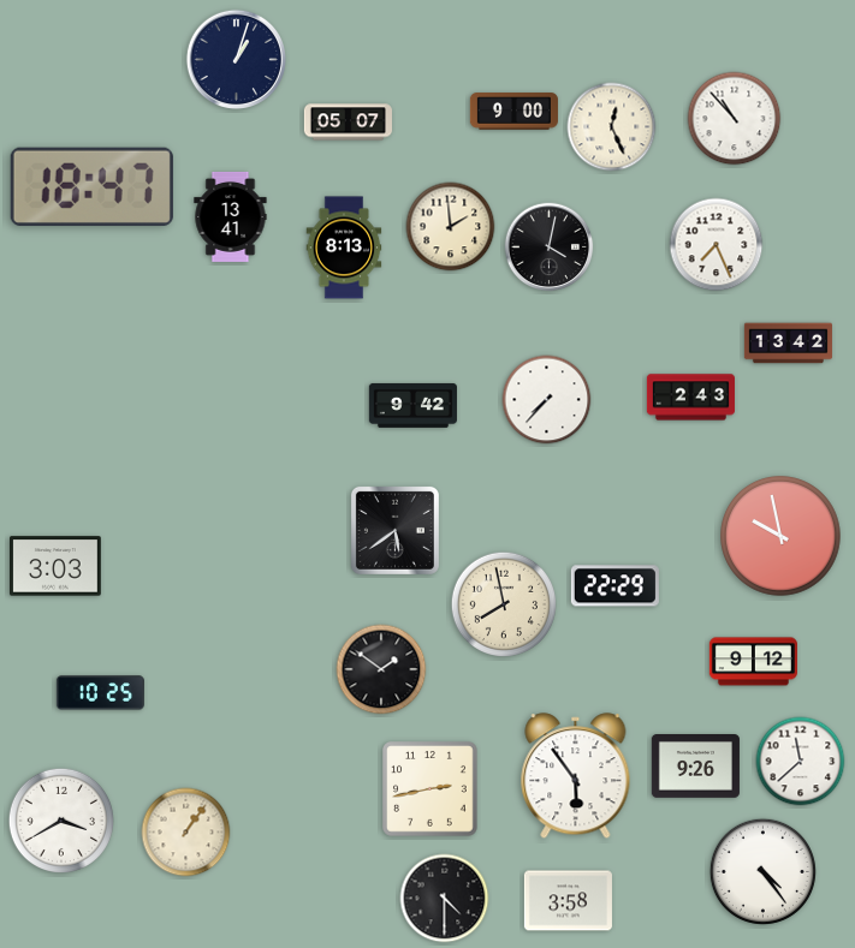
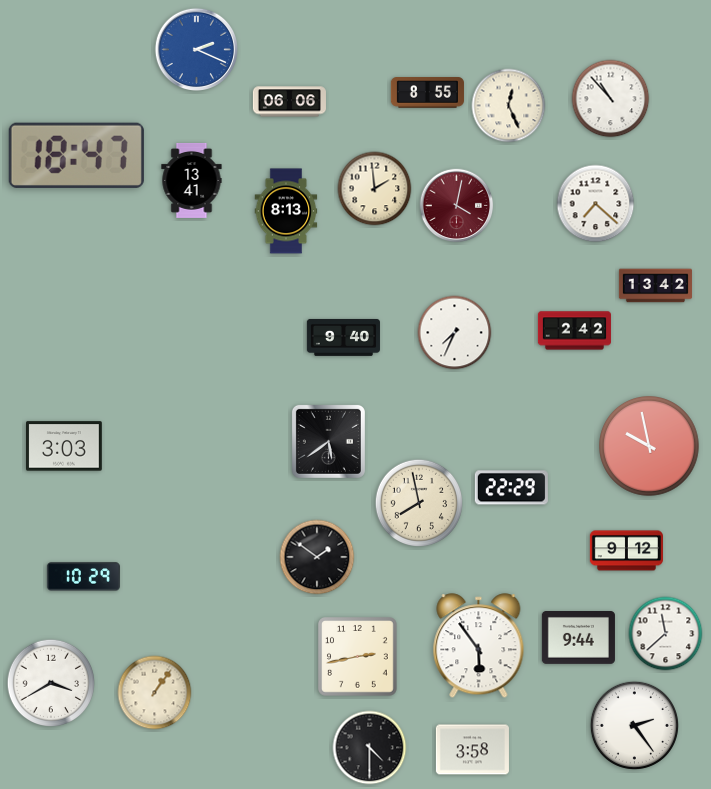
clock at (236, 59): 1:03 -> 2:19
clock at (236, 59) dial: navy -> blue
clock at (513, 112): 9:00 -> 8:55
clock at (348, 123): 05:07 -> 06:06
clock at (717, 245): 7:26 -> 7:22
clock at (344, 248) position: (344, 248) -> (286, 211)
clock at (550, 248) dial: black -> burgundy
clock at (690, 398): 2:43 -> 2:42
clock at (547, 400): 7:37 -> 7:34
clock at (412, 405): 9:42 -> 9:40
clock at (57, 566) position: (57, 566) -> (65, 446)
clock at (100, 693): 10:25 -> 10:29
clock at (695, 767): 9:26 -> 9:44
clock at (762, 871): 4:24 -> 2:24
